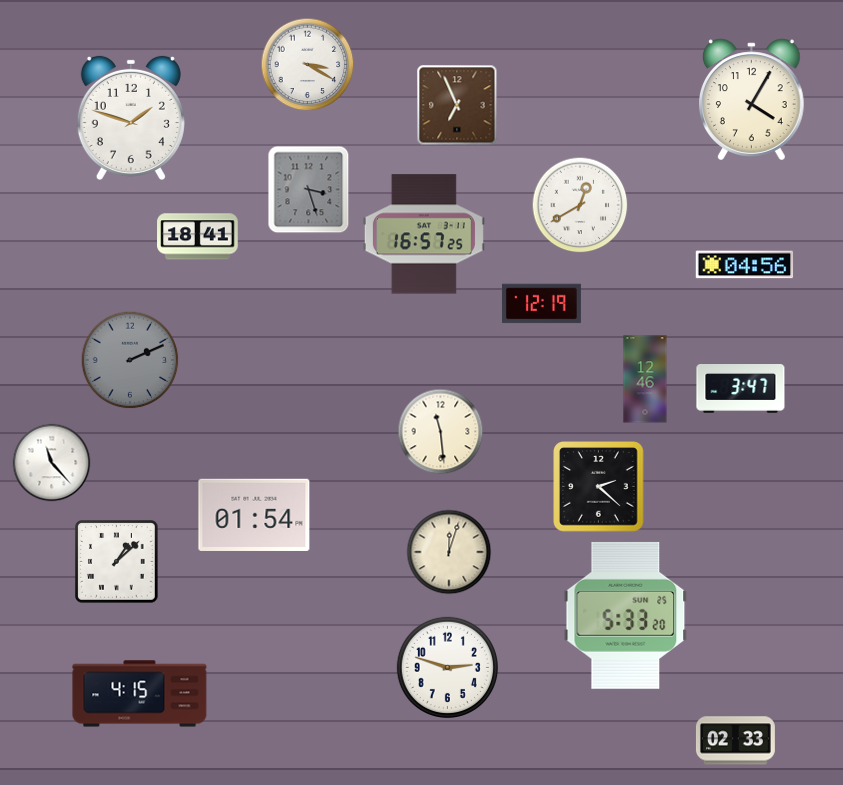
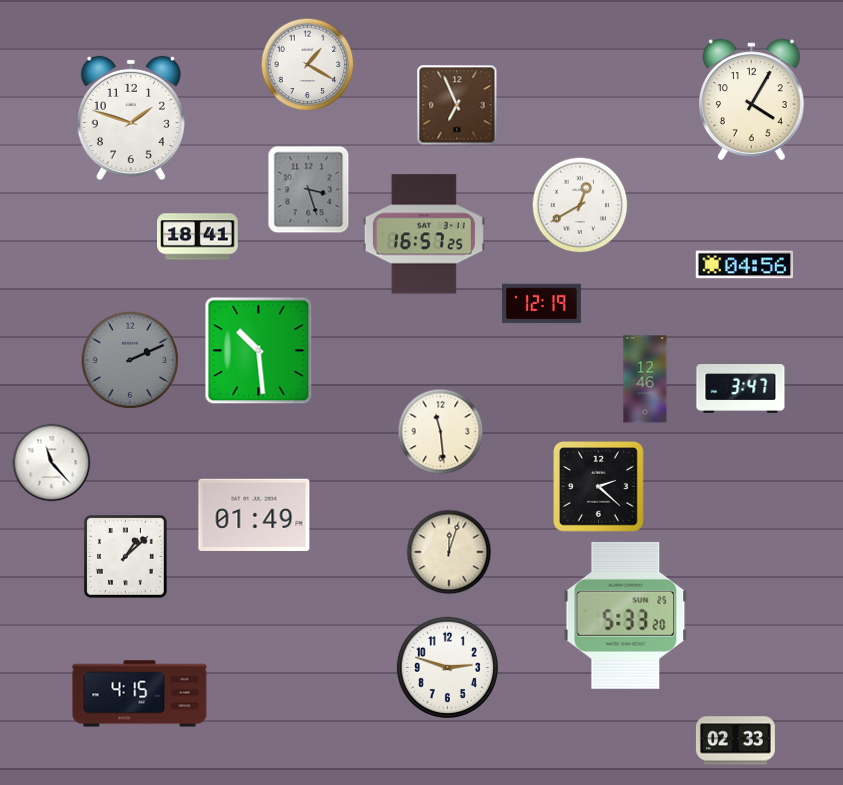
clock at (308, 65): 3:20 -> 1:20
clock at (259, 351): none -> 10:29
clock at (254, 514): 01:54 -> 01:49
clock at (117, 562) position: (117, 562) -> (126, 557)
